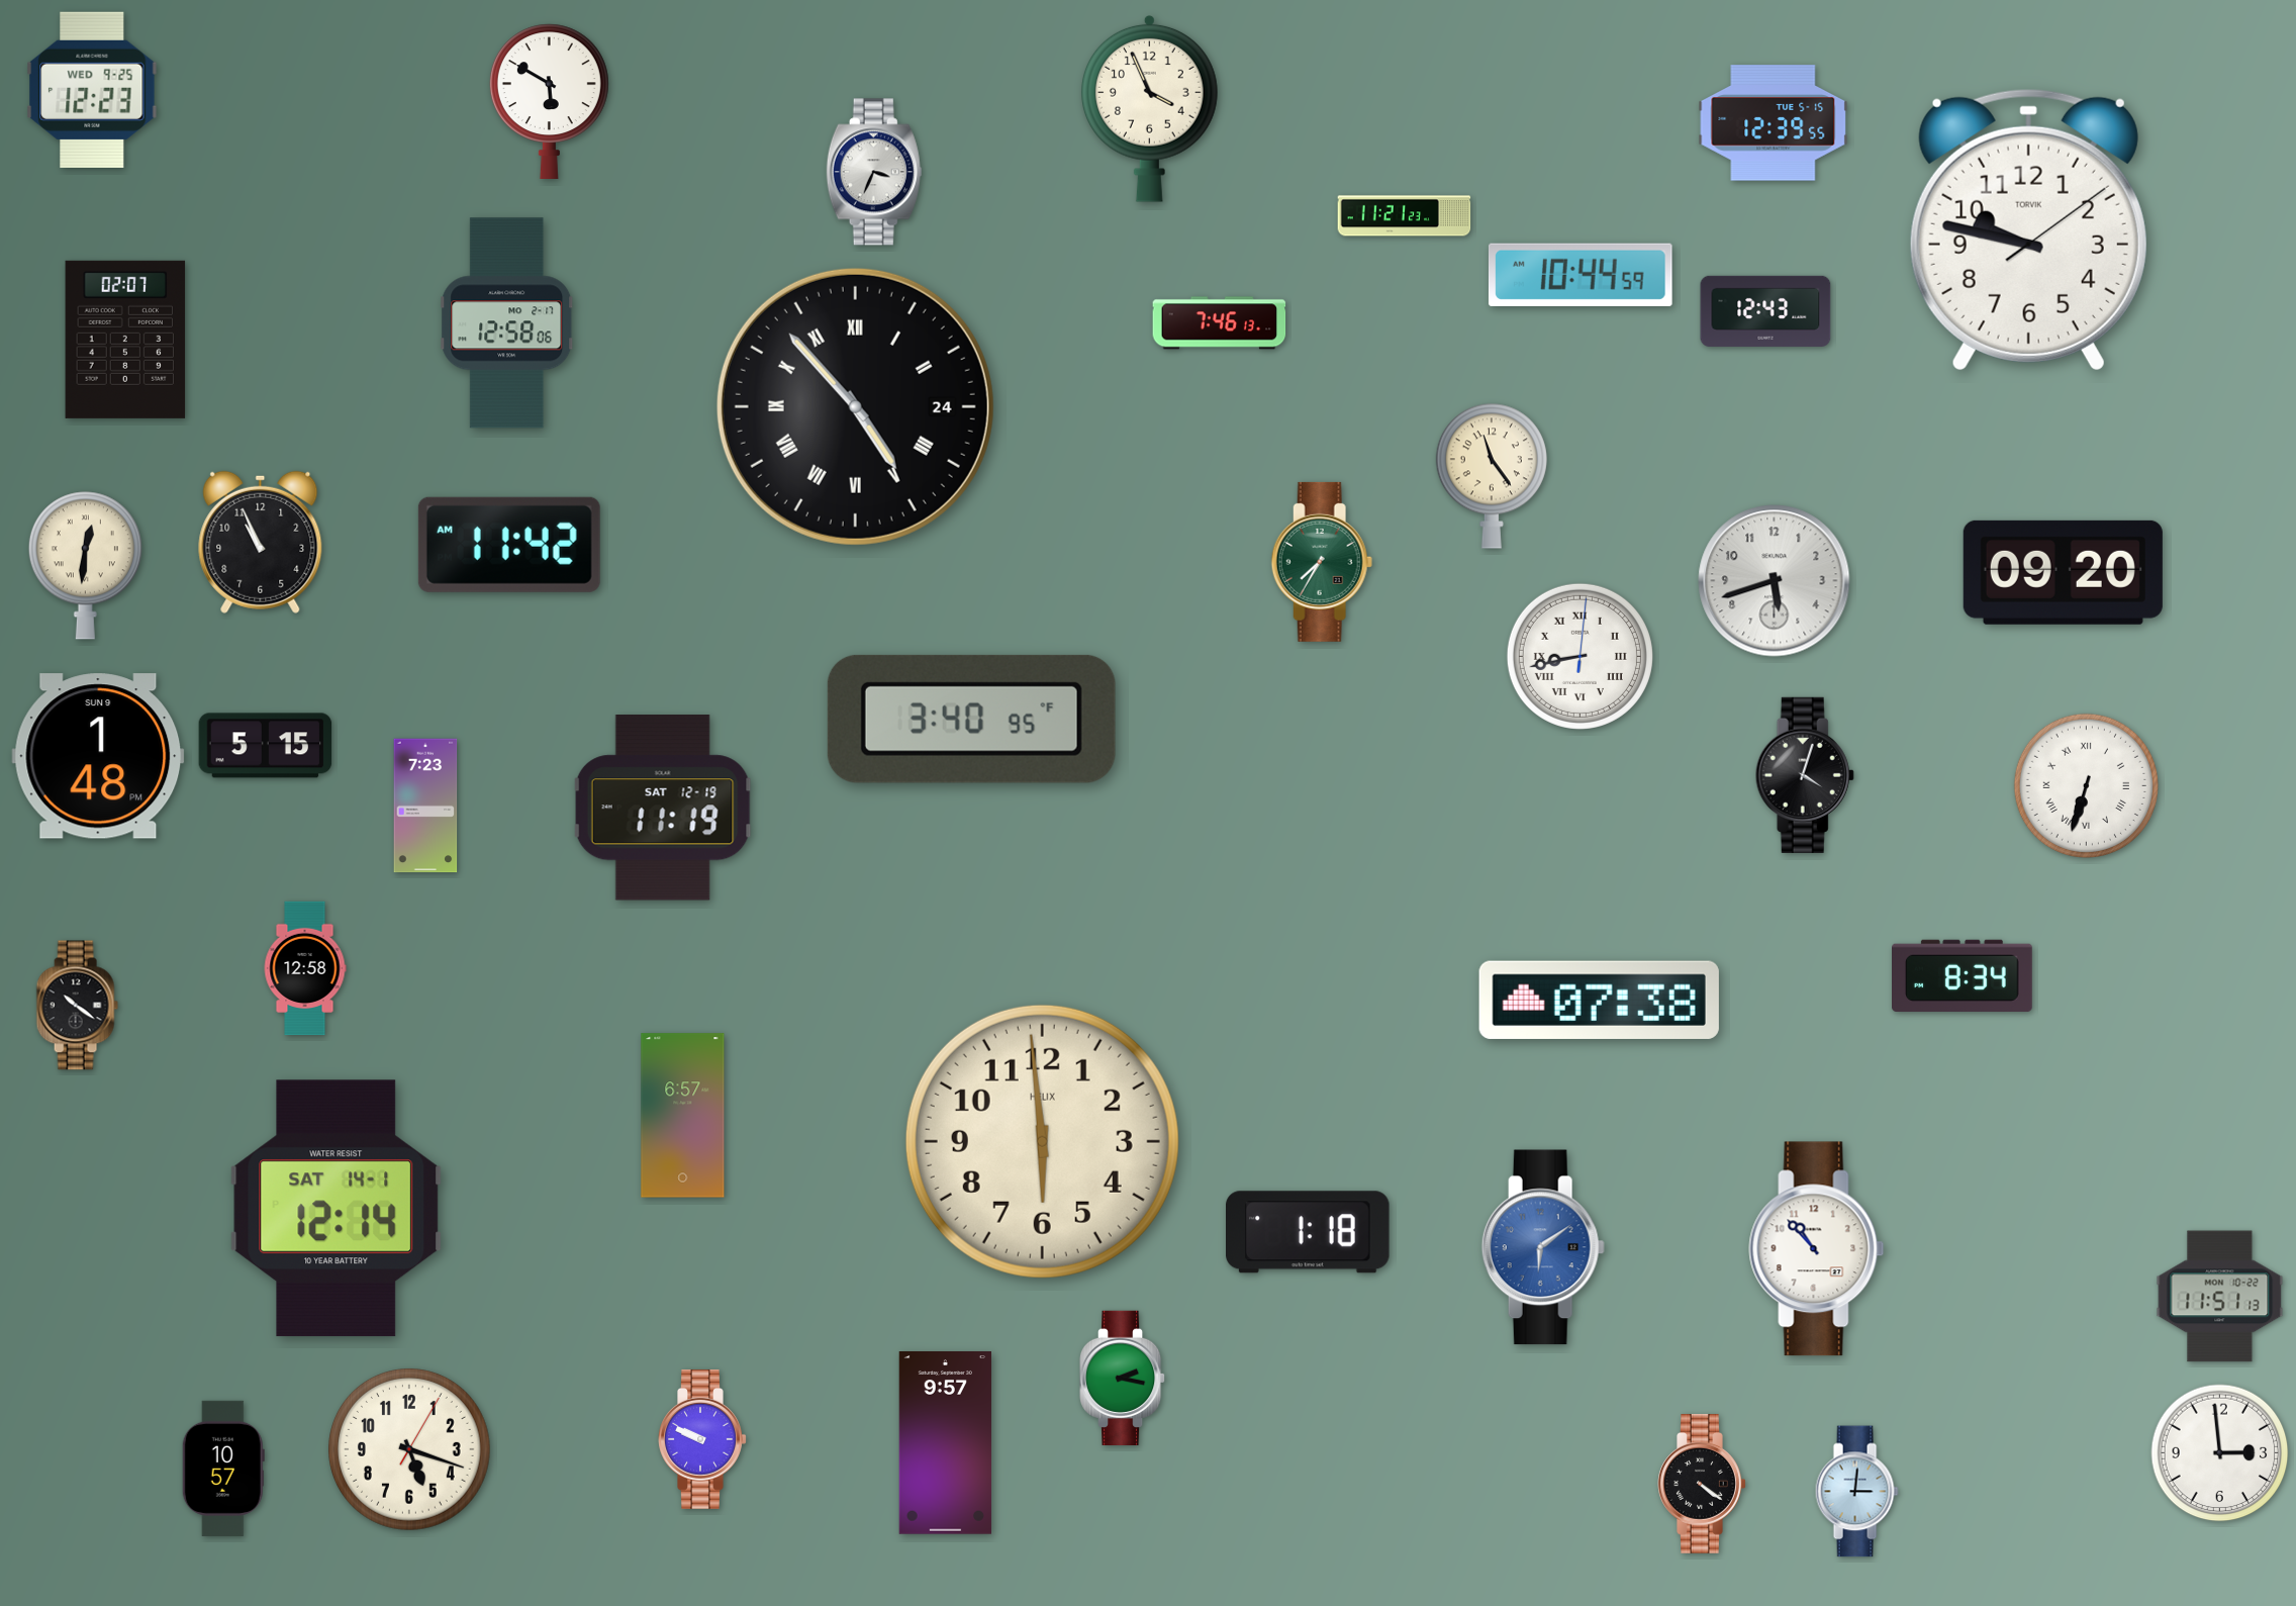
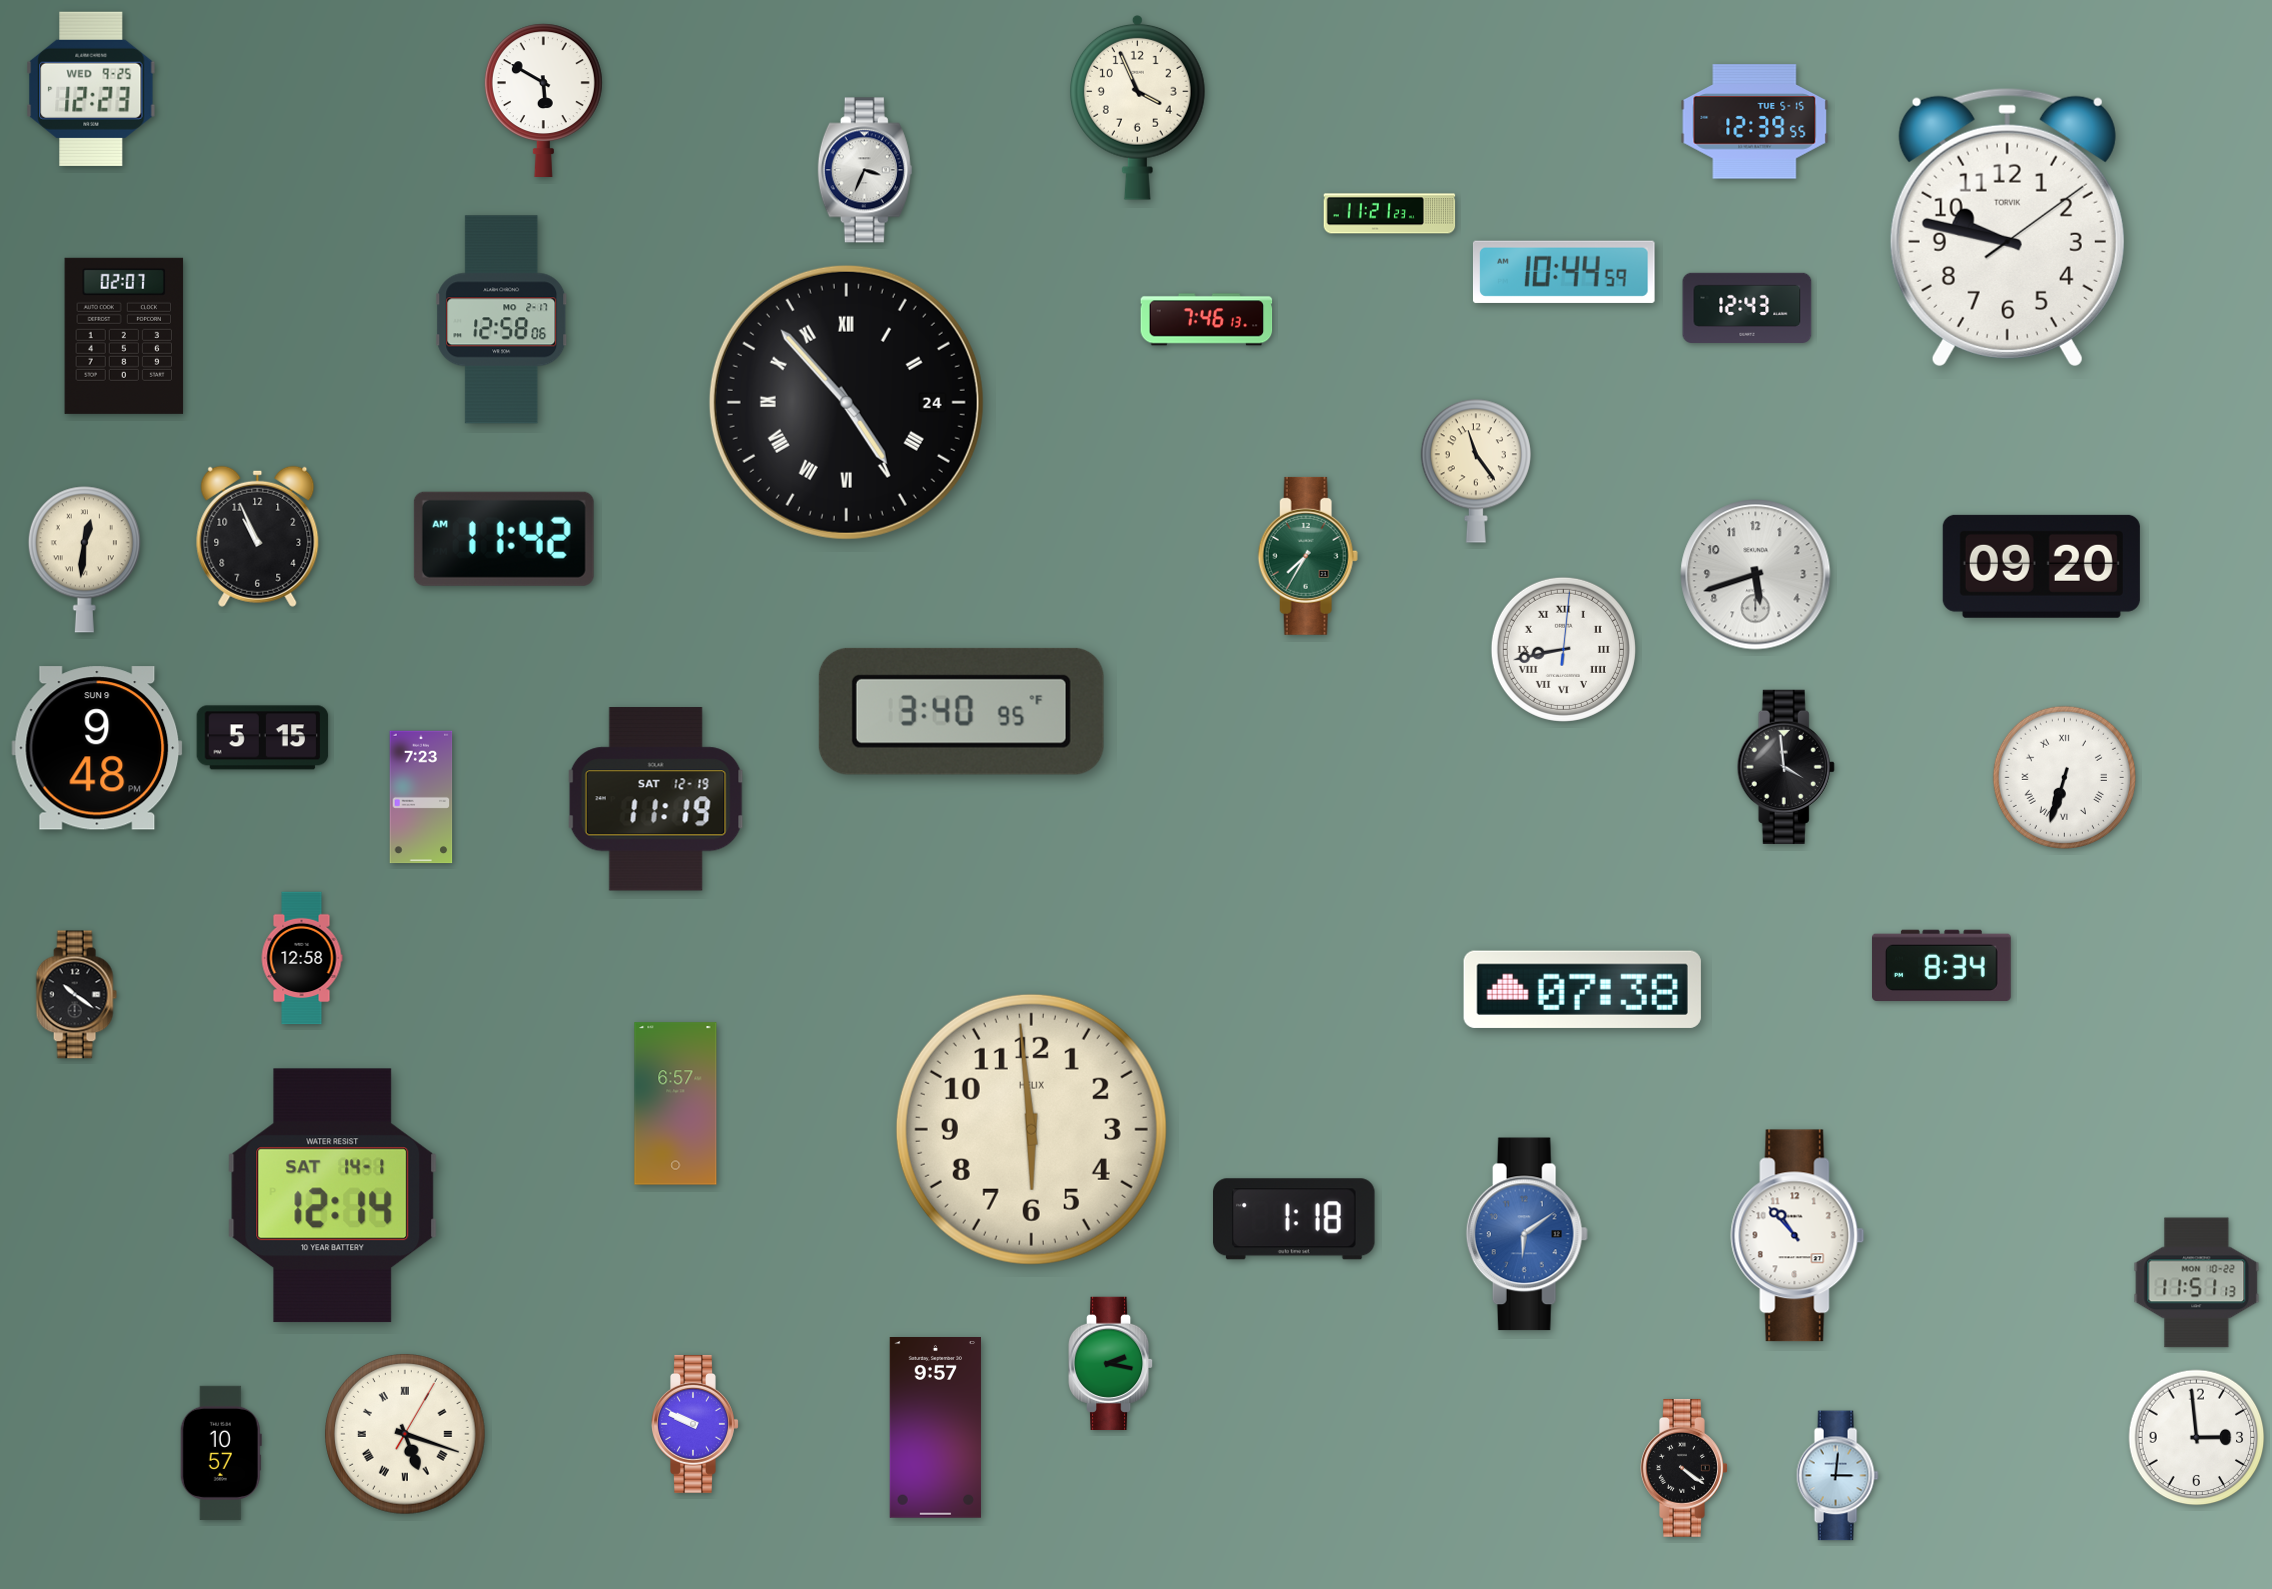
clock at (98, 756): 1:48 -> 9:48
clock at (1805, 775): 4:03 -> 3:59
clock at (410, 1450) numerals: Arabic -> Roman
